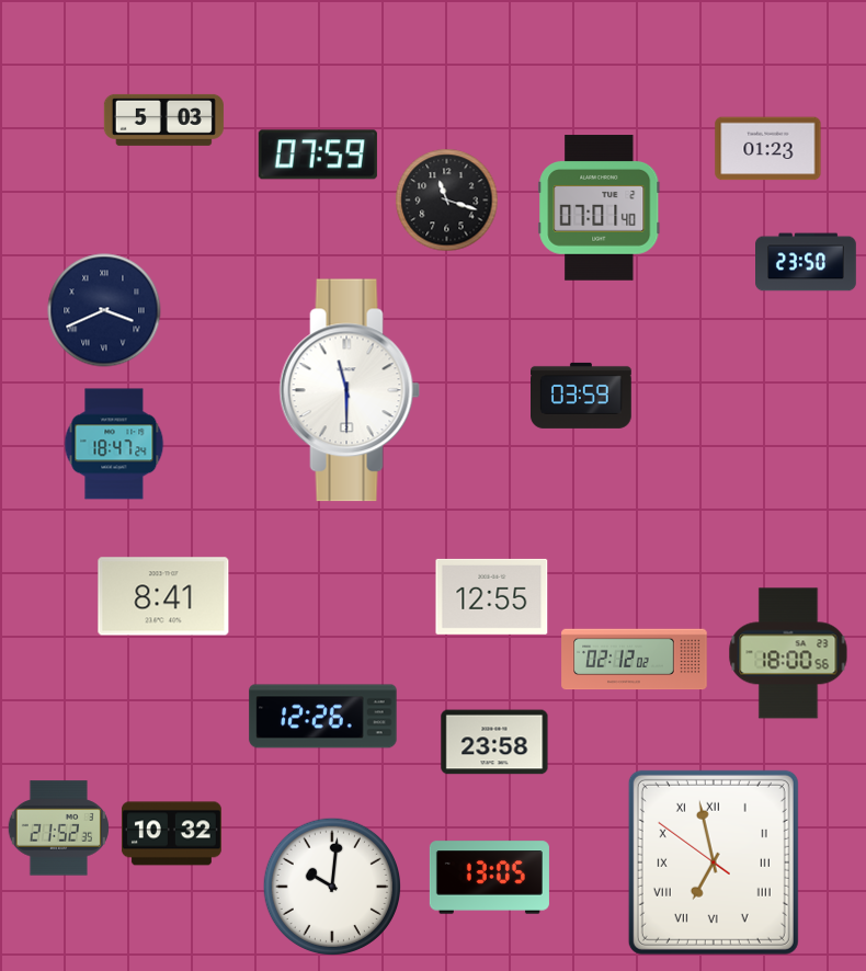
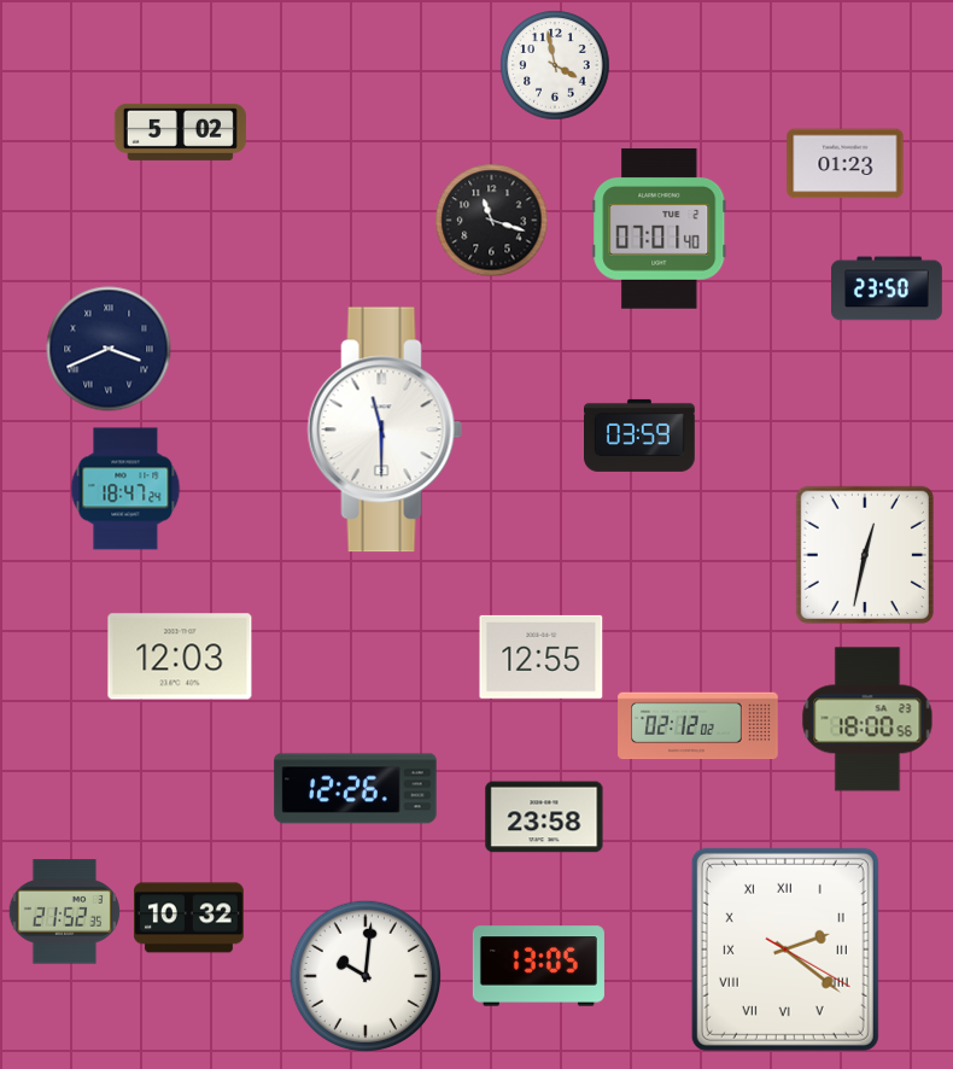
clock at (555, 65): none -> 3:58
clock at (163, 119): 5:03 -> 5:02
clock at (318, 155): 07:59 -> none
clock at (104, 310) position: (104, 310) -> (109, 349)
clock at (865, 555): none -> 12:32
clock at (163, 596): 8:41 -> 12:03
clock at (714, 863): 6:57 -> 2:21
